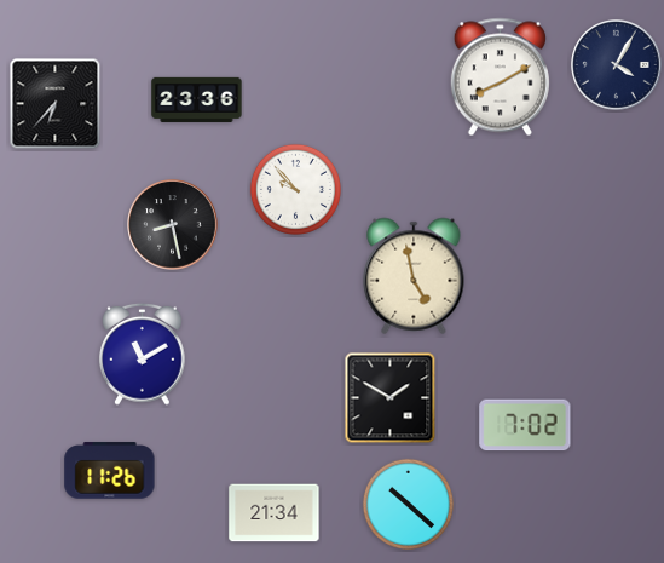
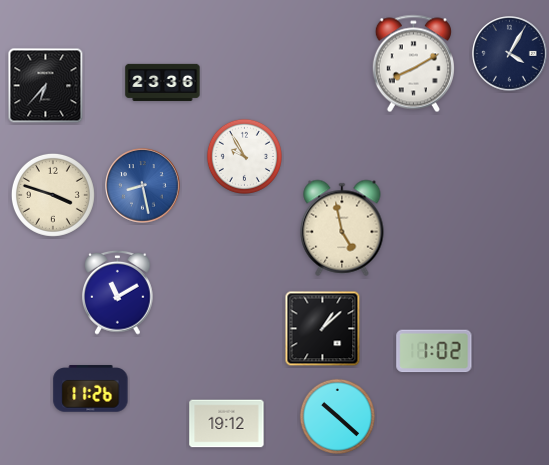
clock at (295, 189): 9:53 -> 9:55
clock at (173, 225) dial: black -> blue
clock at (53, 195): none -> 3:48
clock at (391, 398): 1:50 -> 1:08
clock at (525, 425): 7:02 -> 1:02
clock at (275, 513): 21:34 -> 19:12
